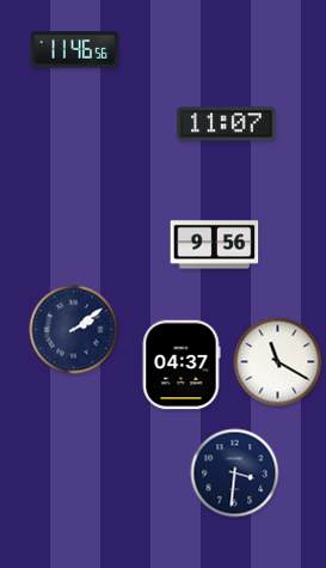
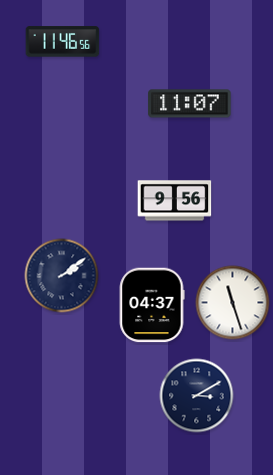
clock at (215, 245) position: (215, 245) -> (175, 201)
clock at (278, 362): 11:20 -> 11:27
clock at (235, 474): 3:31 -> 3:10
